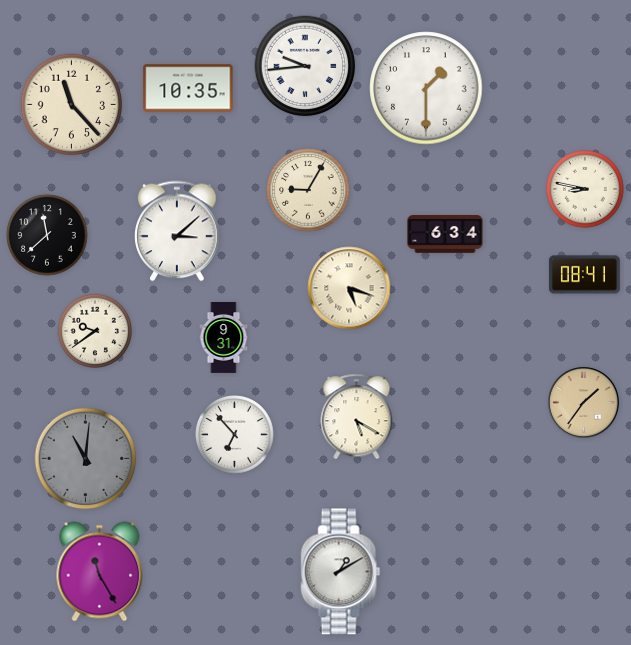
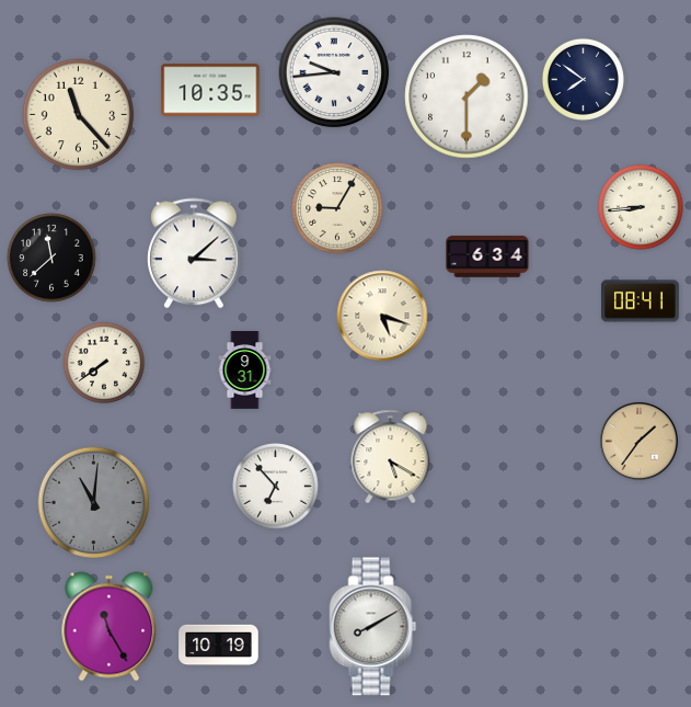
clock at (583, 79): none -> 7:51
clock at (188, 88) position: (188, 88) -> (210, 90)
clock at (585, 189): 8:47 -> 8:44
clock at (95, 331): 9:39 -> 7:39
clock at (235, 435) position: (235, 435) -> (276, 487)
clock at (341, 572): 1:10 -> 8:10
clock at (219, 646): none -> 10:19
